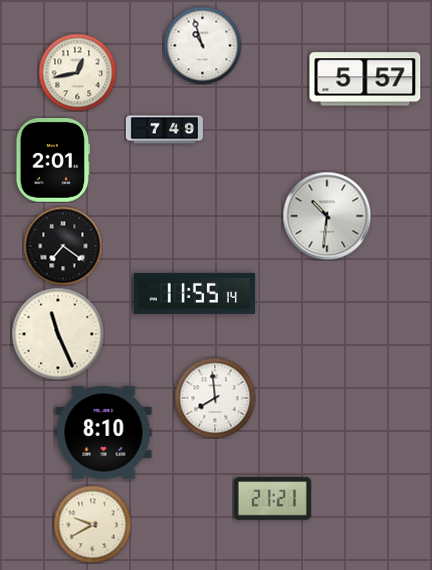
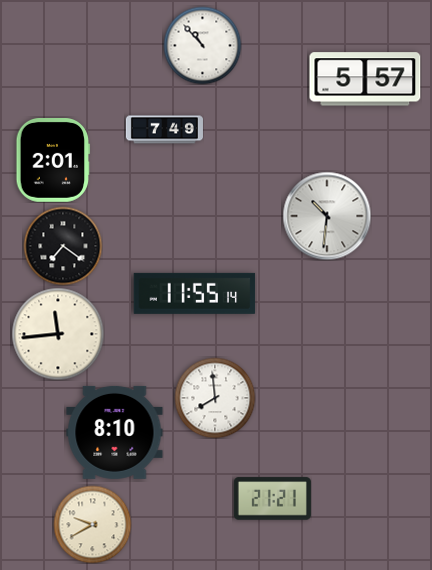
clock at (202, 45): 10:57 -> 10:53
clock at (77, 72): 12:43 -> none
clock at (58, 334): 11:26 -> 11:44
clock at (104, 432) position: (104, 432) -> (115, 432)
